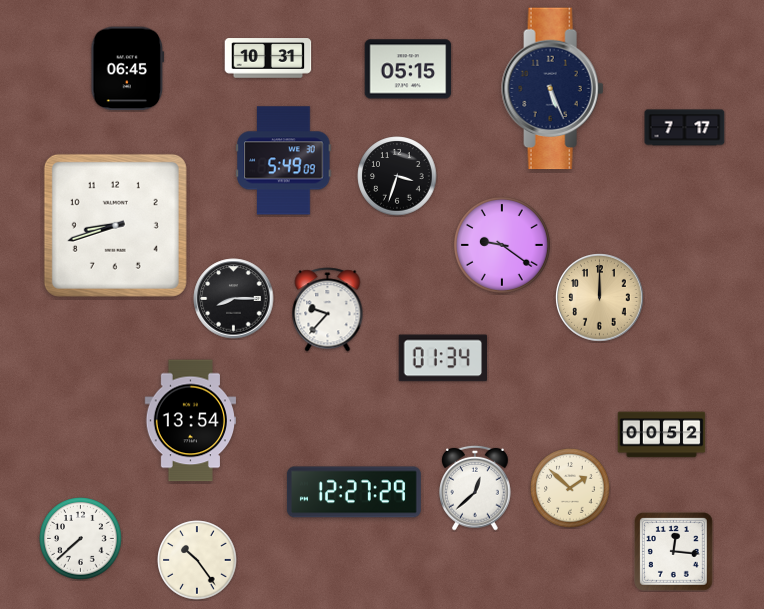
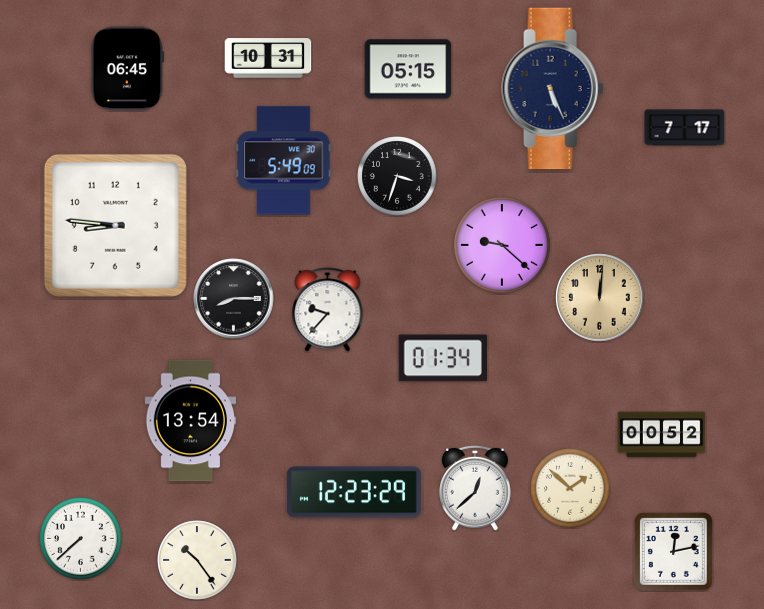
clock at (115, 225): 8:42 -> 8:46
clock at (502, 245): 9:21 -> 9:22
clock at (600, 298): 12:00 -> 12:01
clock at (354, 492): 12:27 -> 12:23
clock at (674, 552): 12:16 -> 12:13
